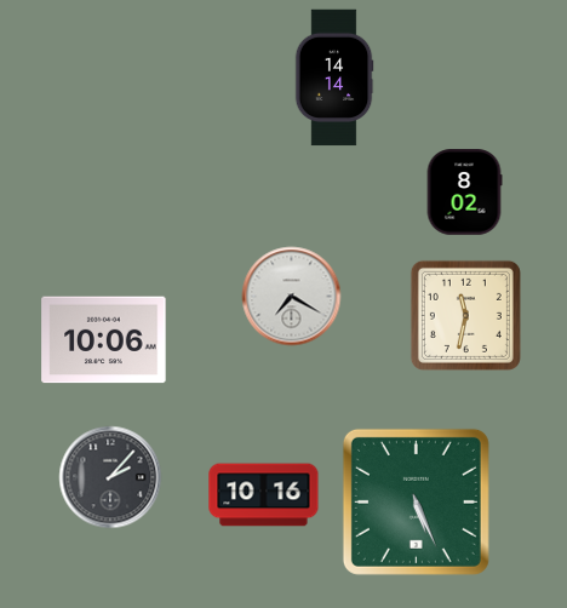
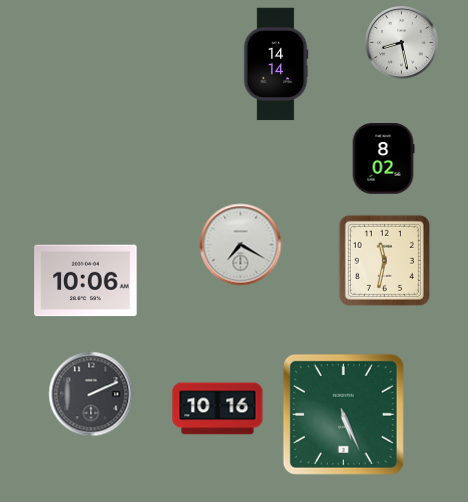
clock at (402, 43): none -> 8:28
clock at (110, 477): 2:07 -> 2:11
